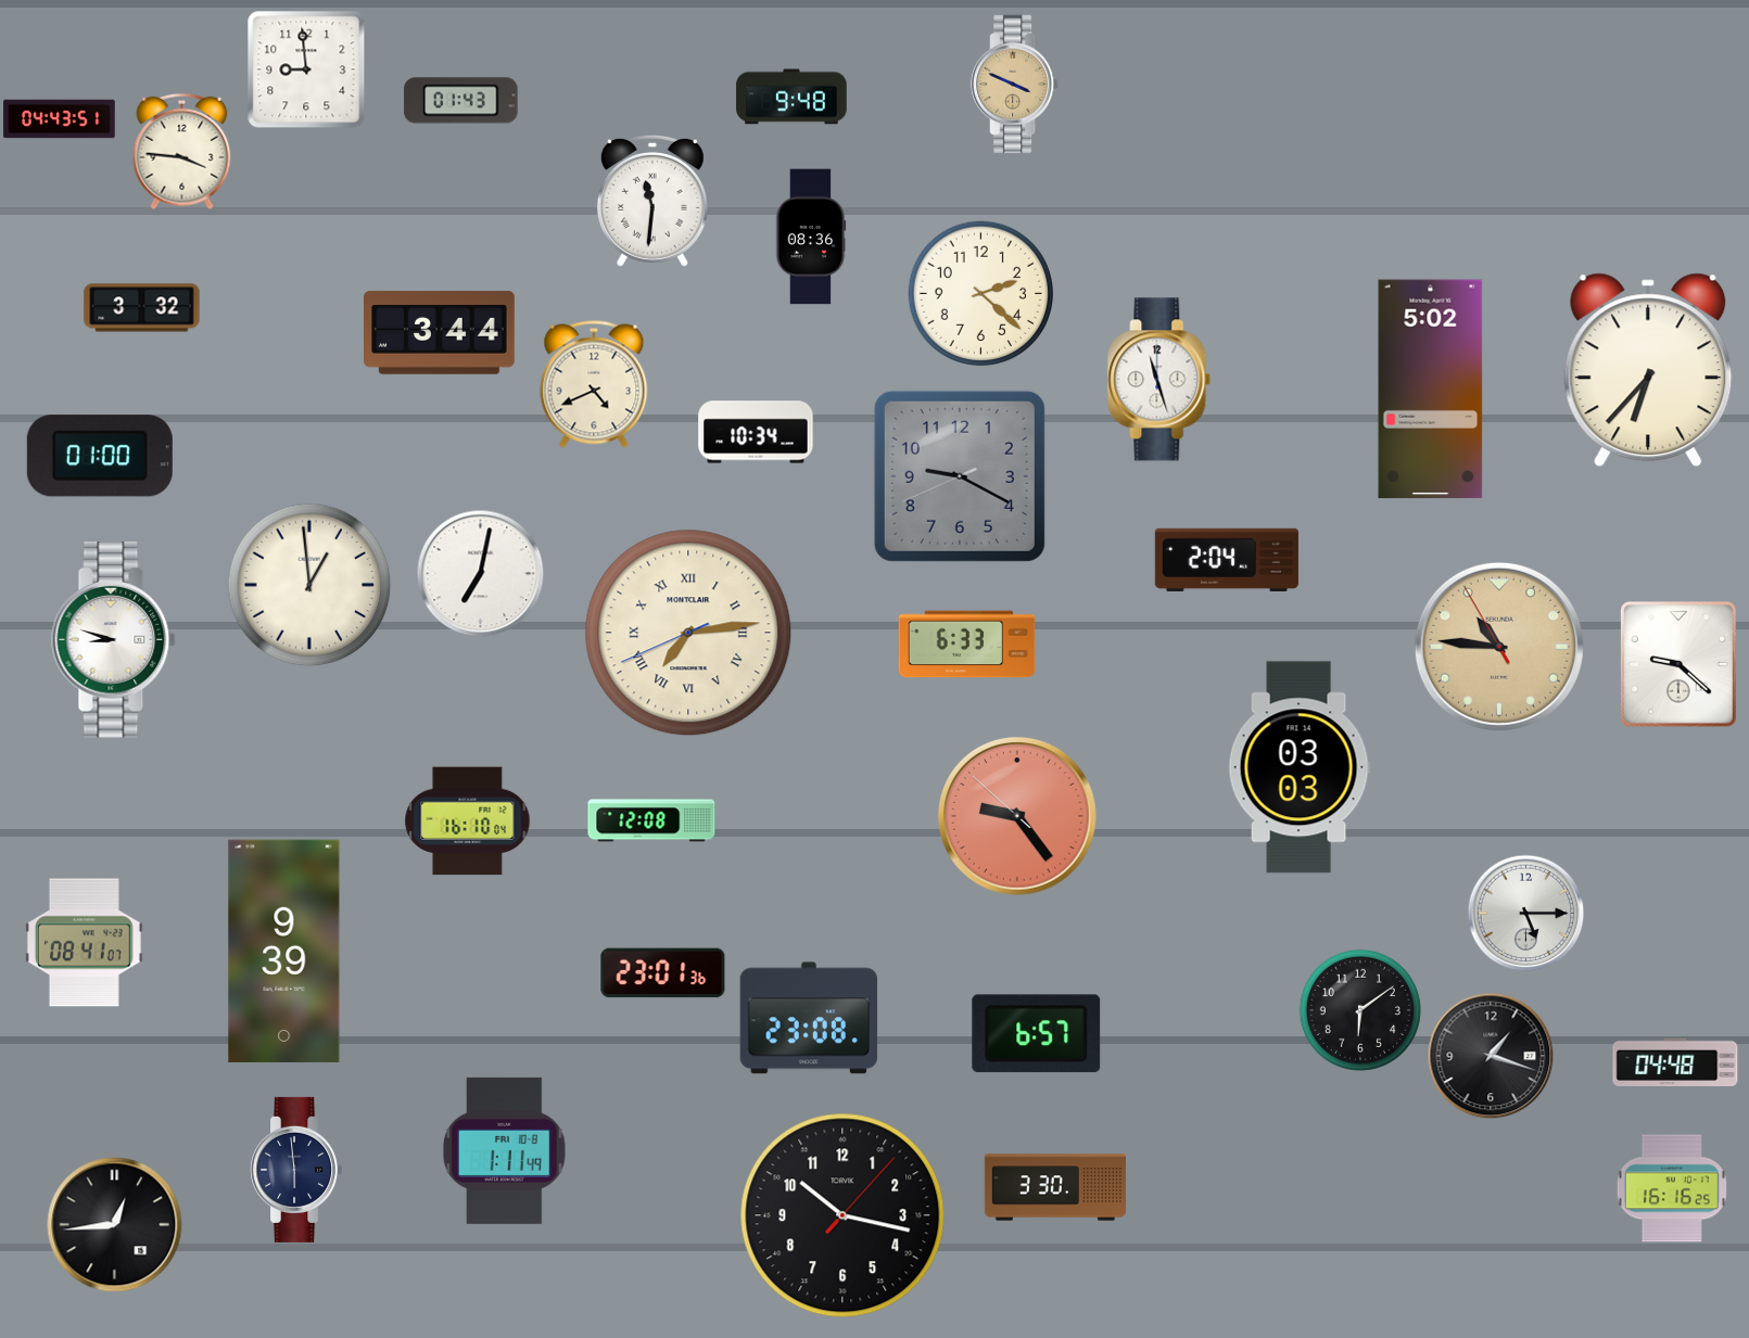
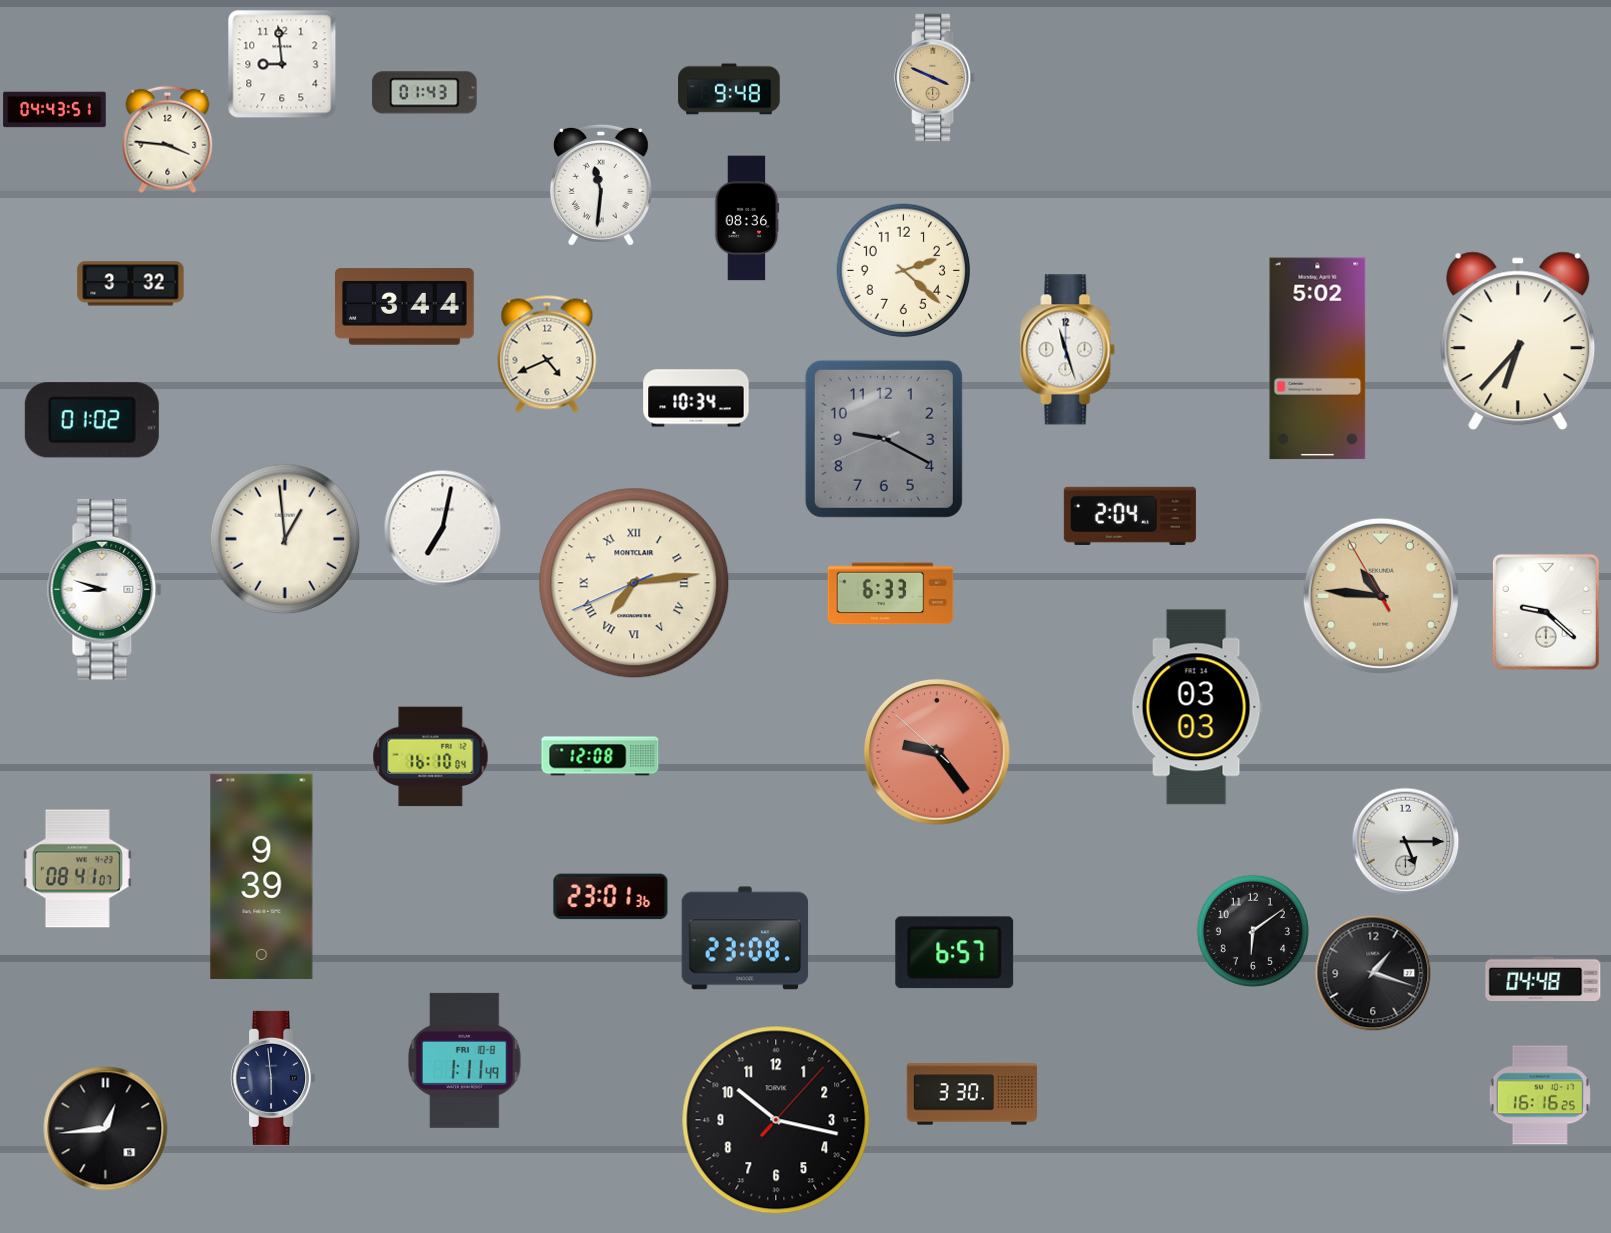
clock at (100, 456): 01:00 -> 01:02
